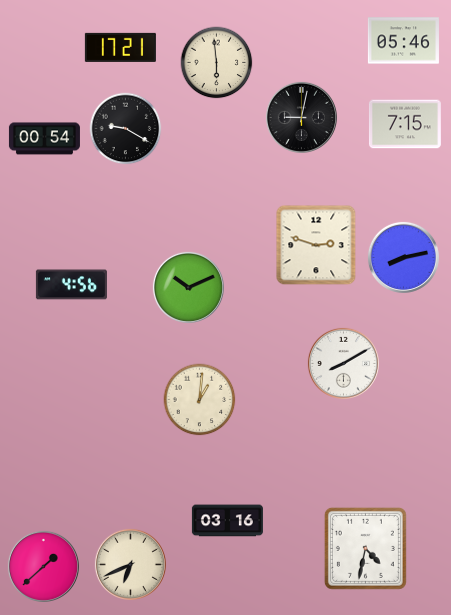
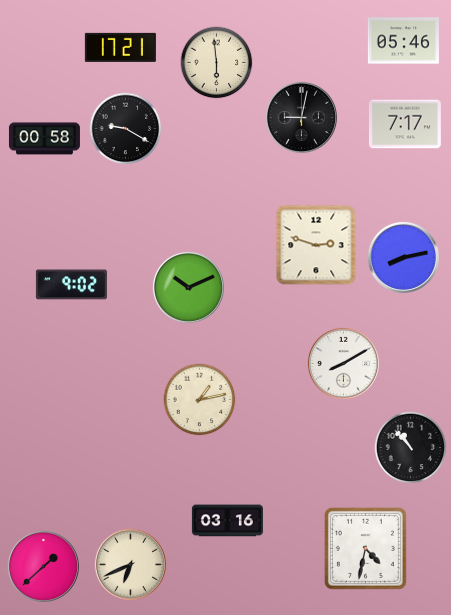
clock at (405, 124): 7:15 -> 7:17
clock at (44, 139): 00:54 -> 00:58
clock at (71, 285): 4:56 -> 9:02
clock at (200, 400): 1:01 -> 1:13
clock at (411, 448): none -> 10:53
